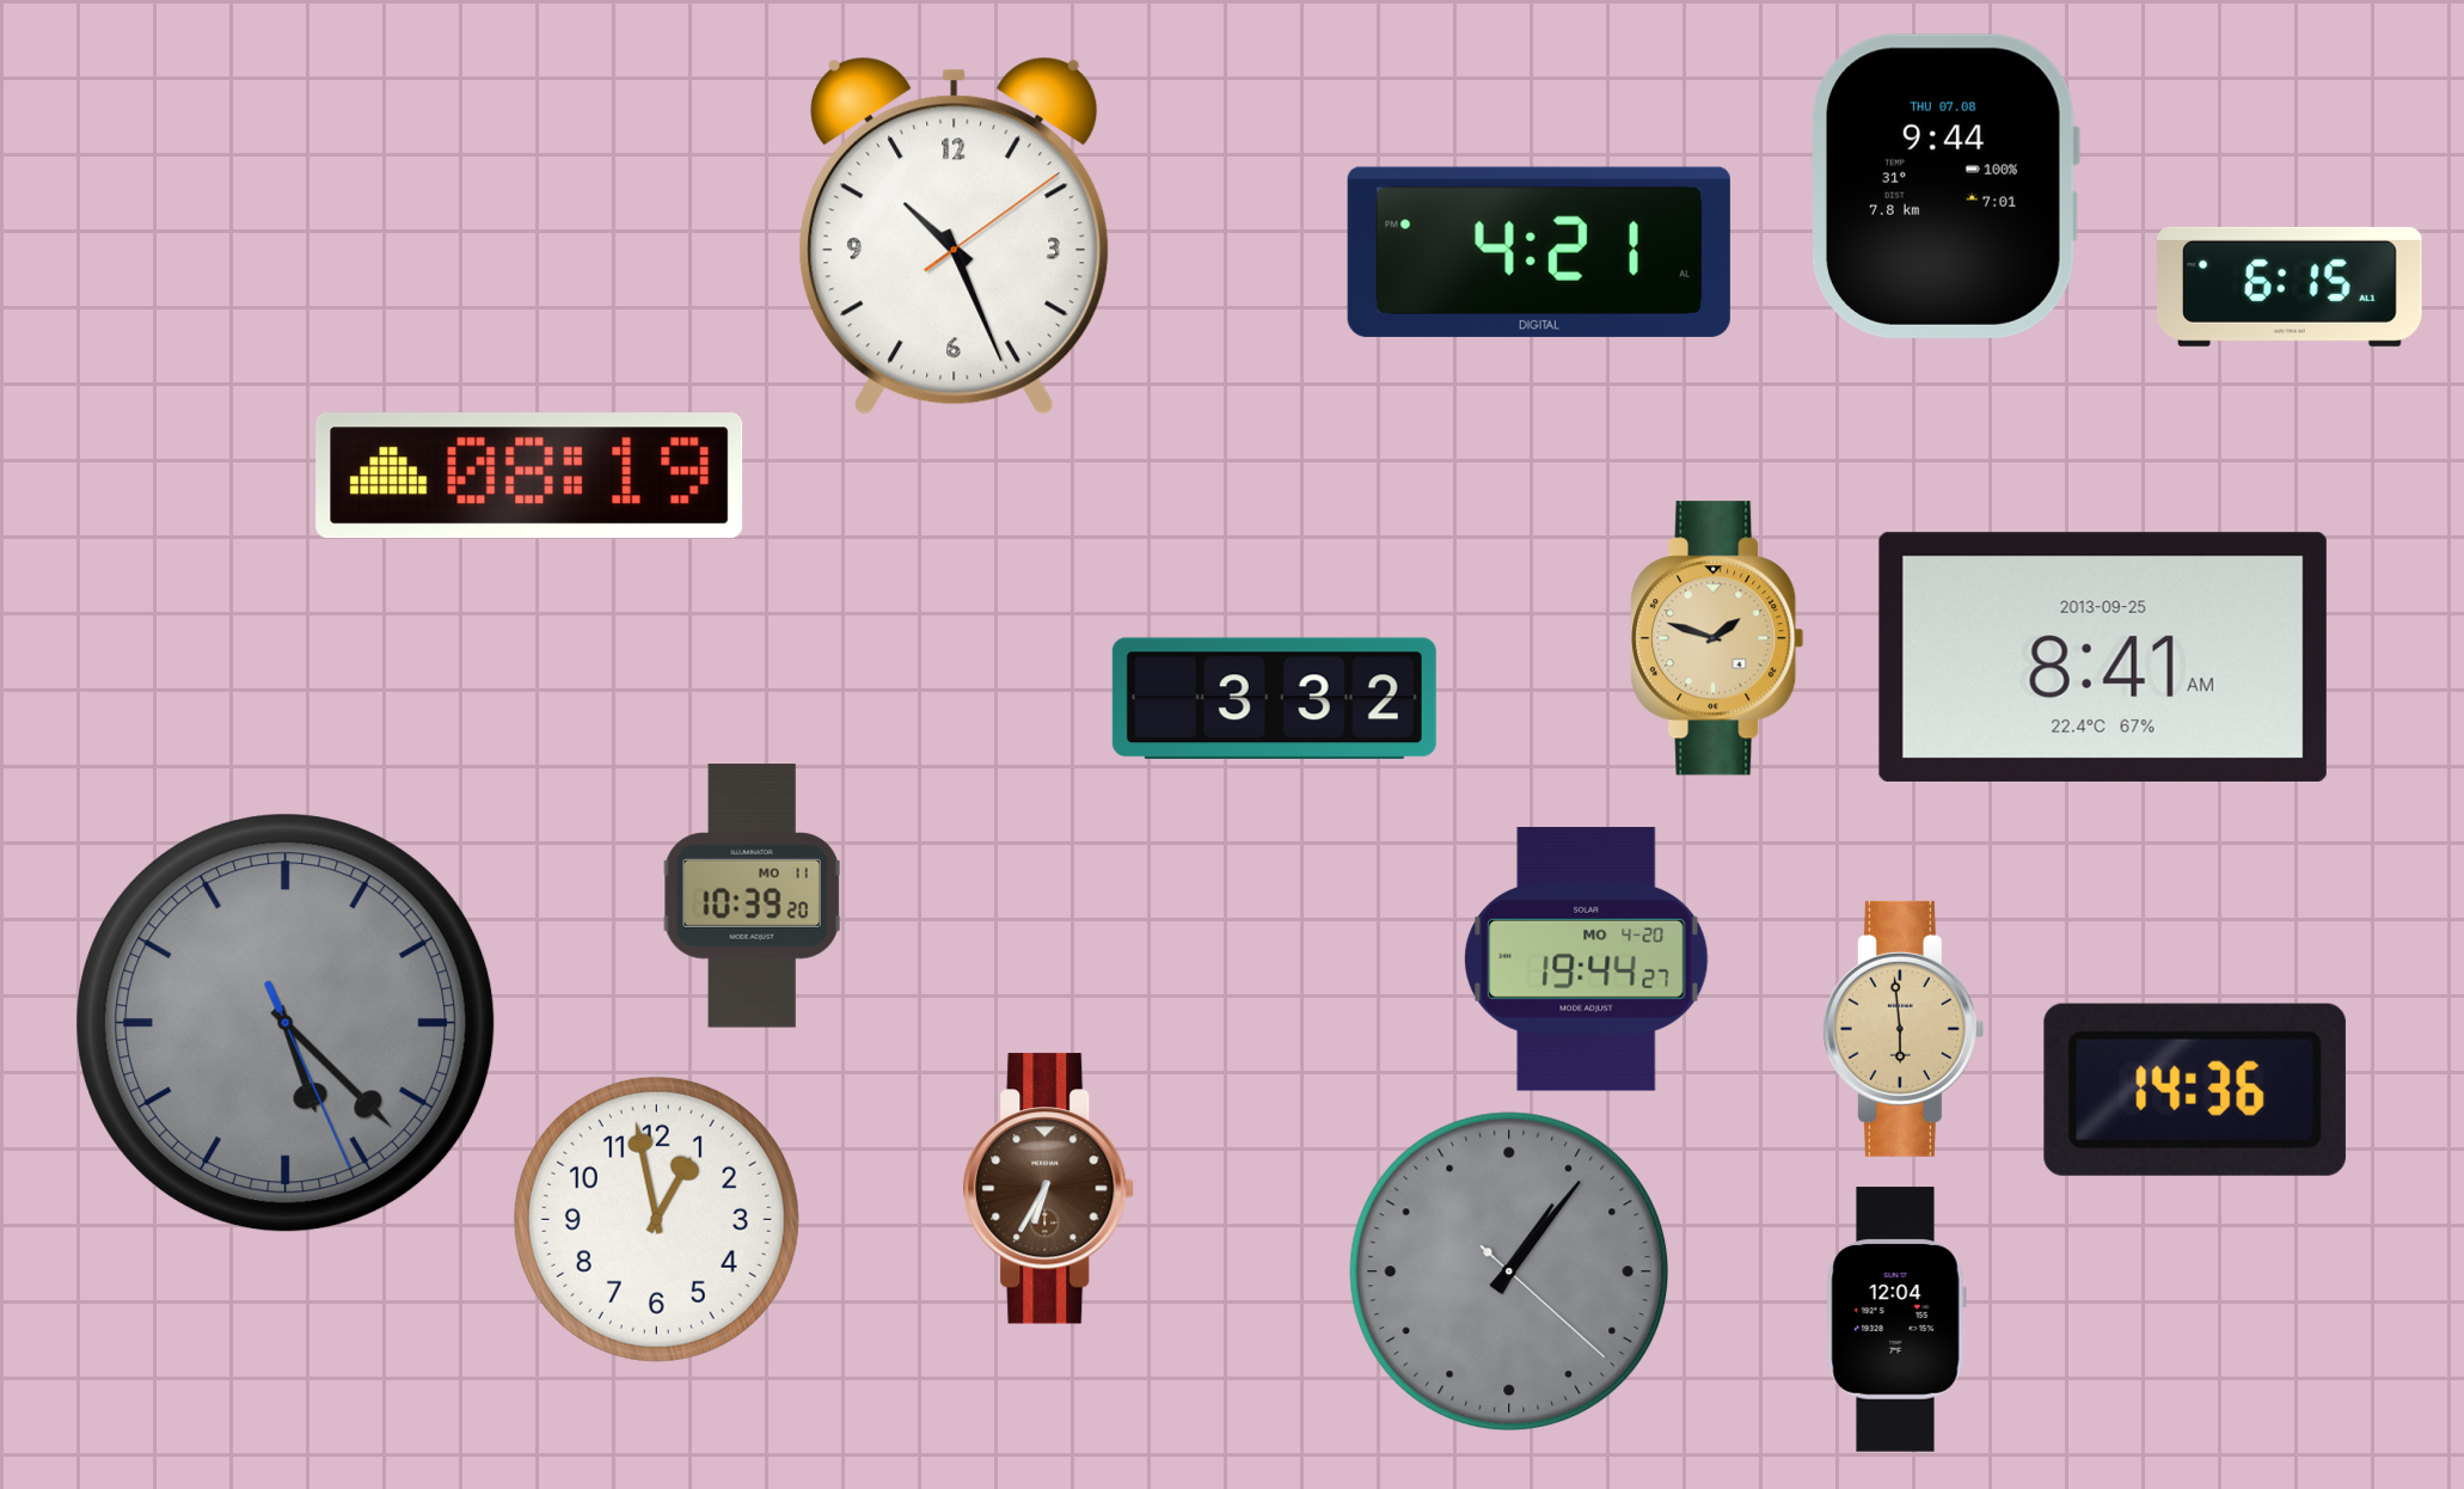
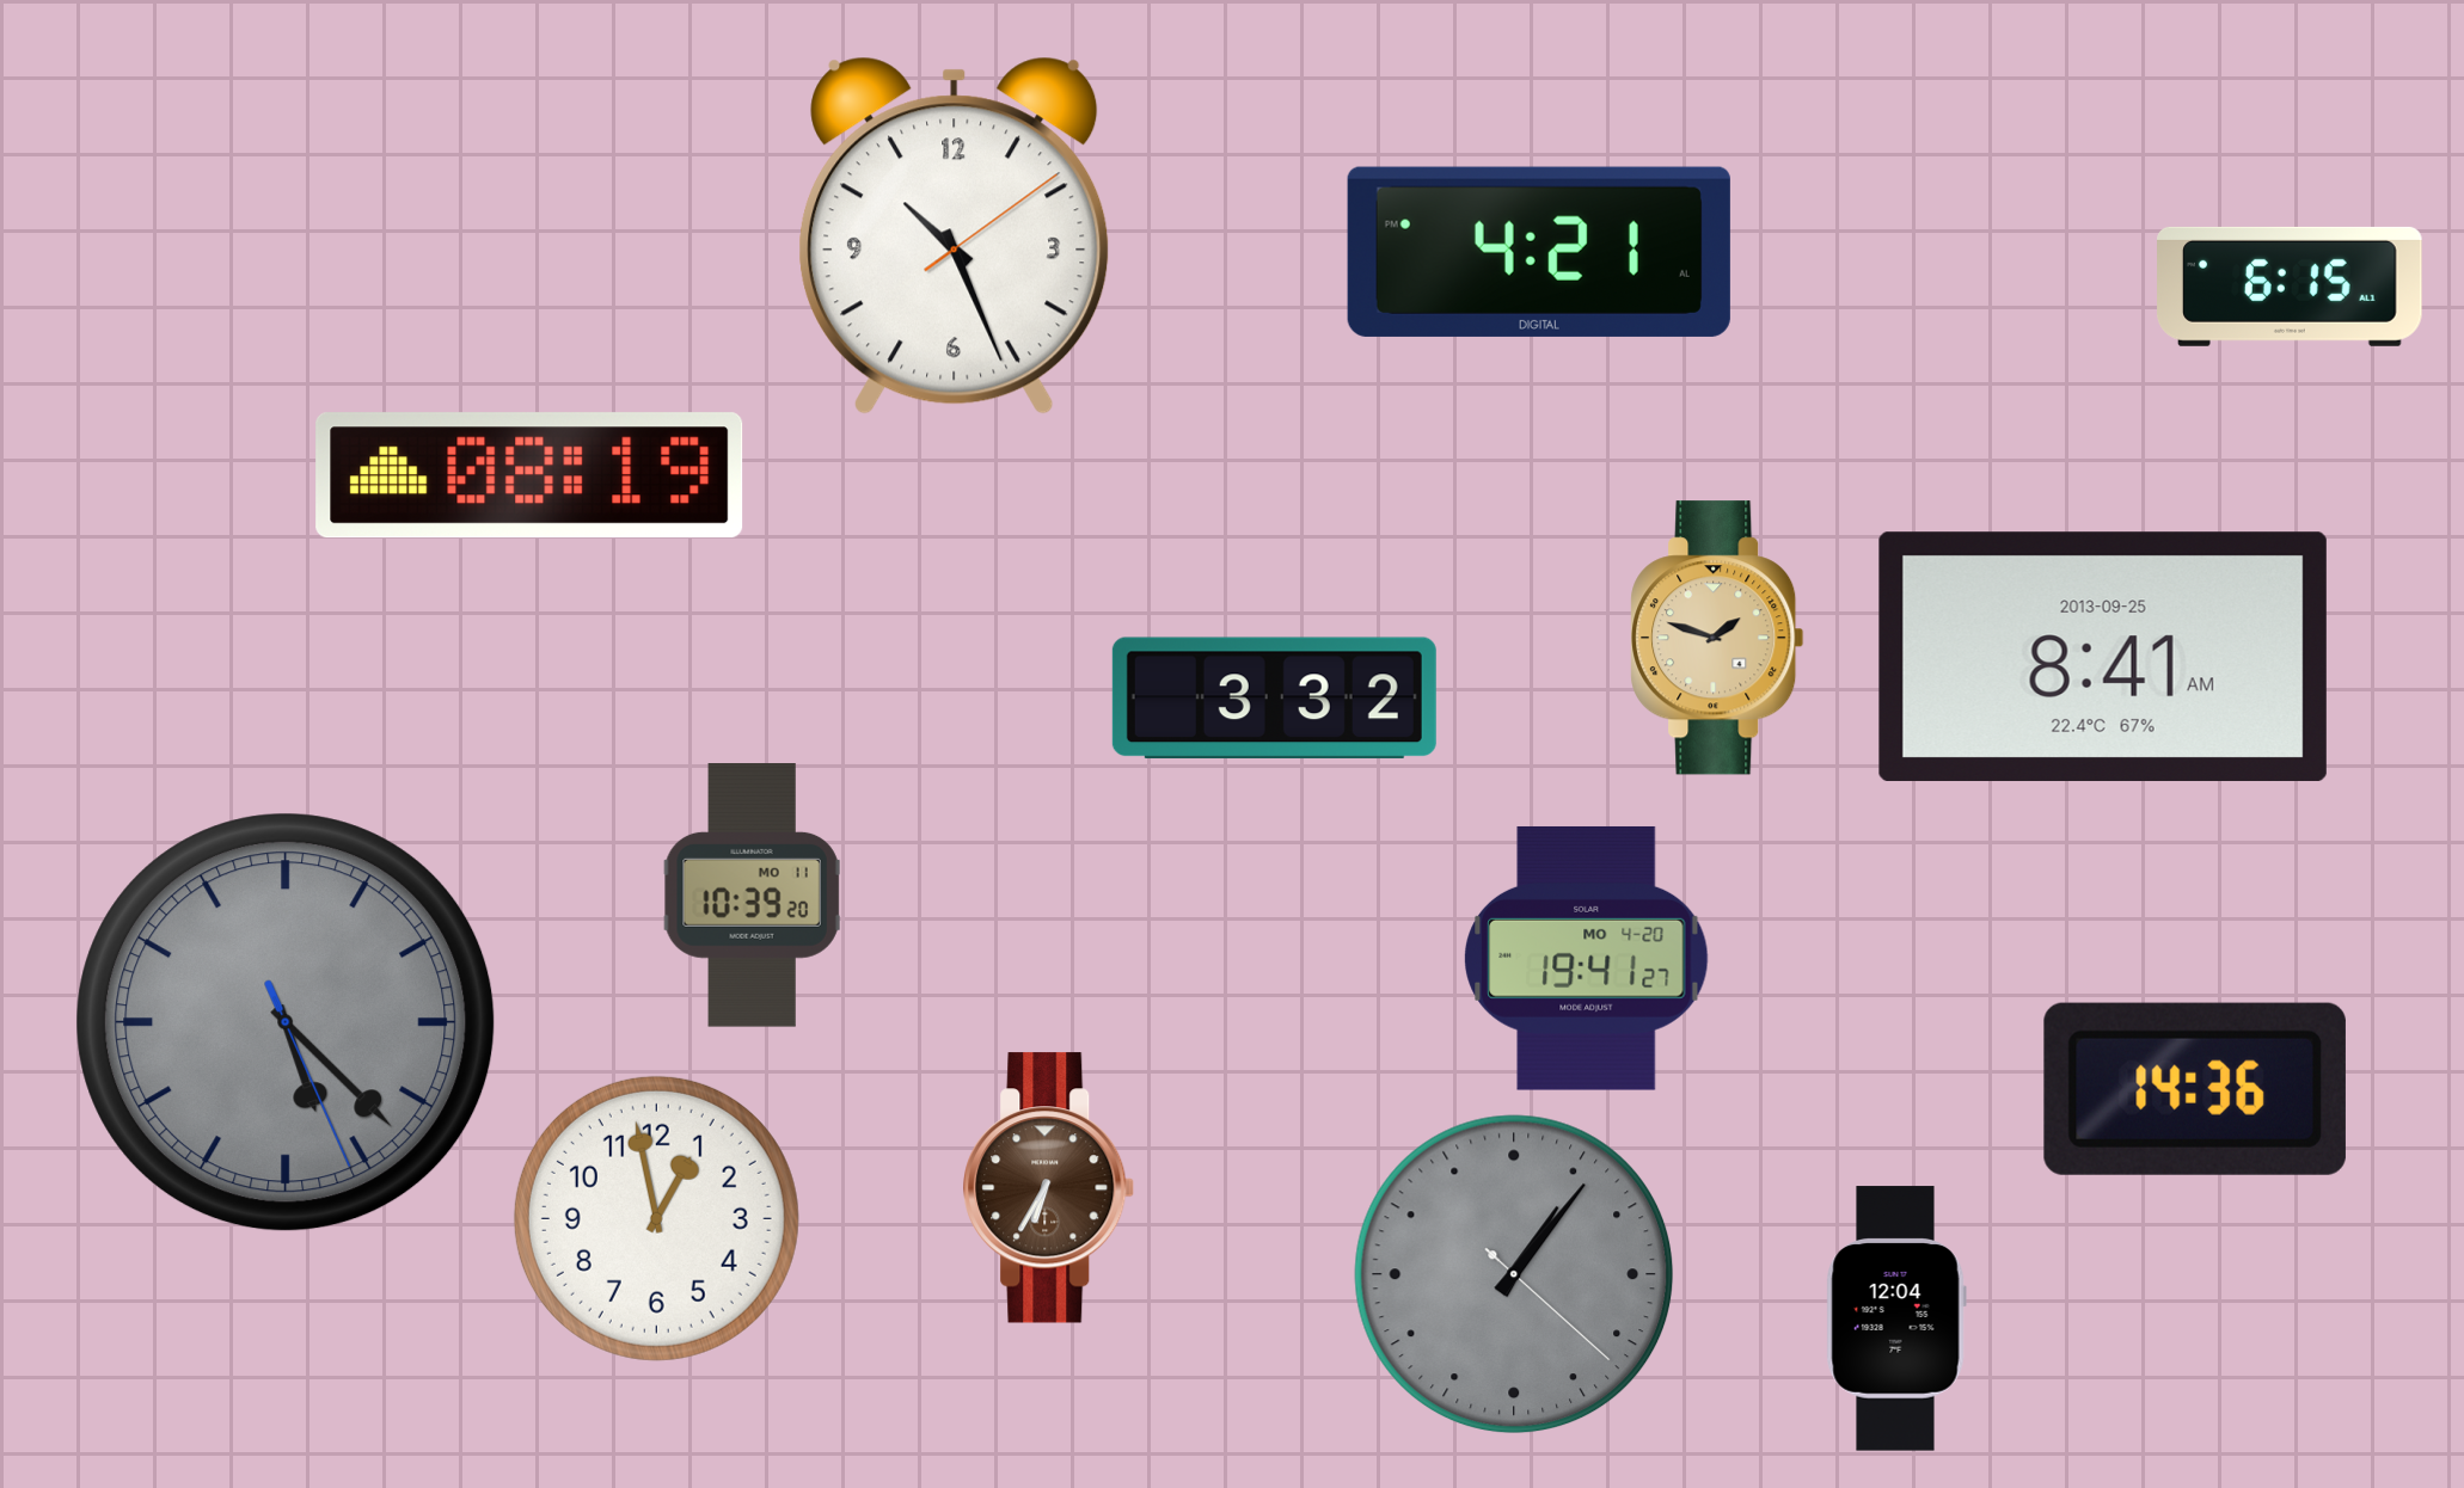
clock at (1945, 186): 9:44 -> none
clock at (1587, 958): 19:44 -> 19:41
clock at (1904, 1029): 5:59 -> none
clock at (1509, 1272) position: (1509, 1272) -> (1514, 1274)
